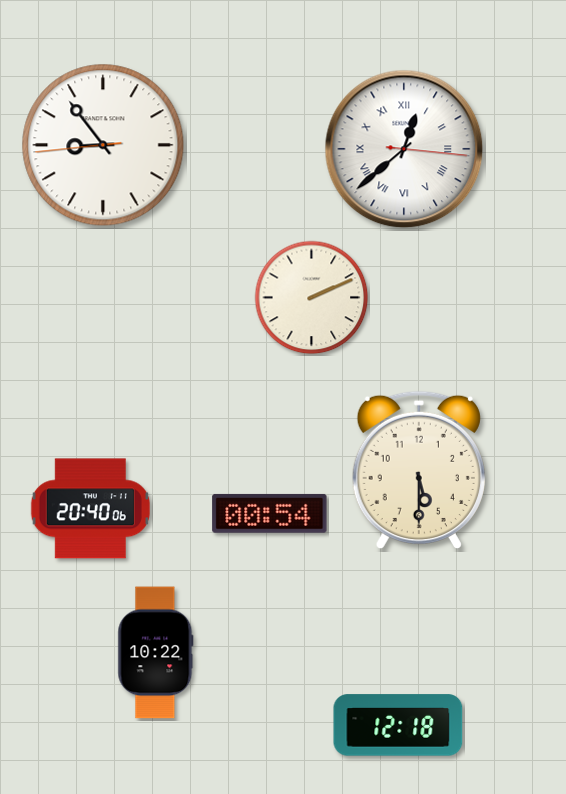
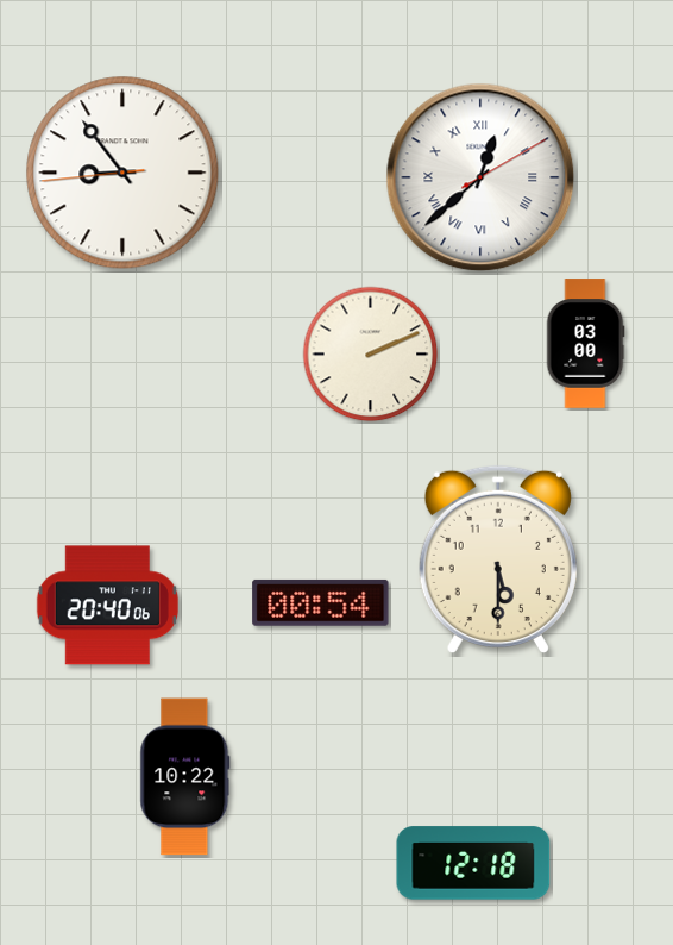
clock at (404, 149): 12:38:16 -> 12:38:10
clock at (585, 344): none -> 03:00
clock at (270, 513) position: (270, 513) -> (321, 602)
